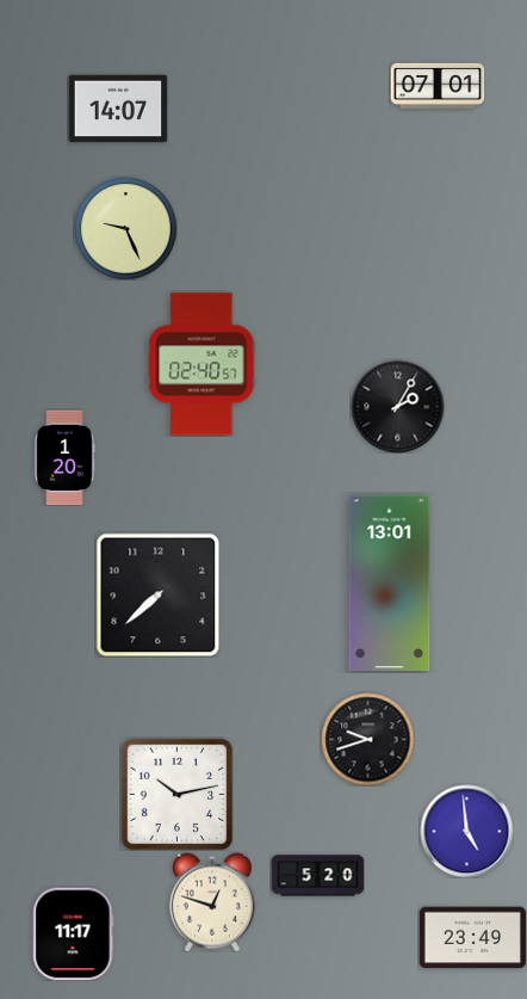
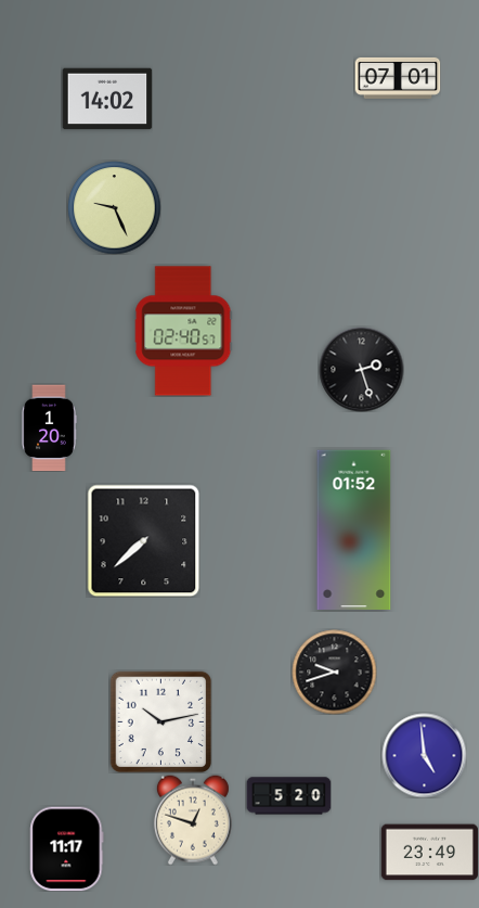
clock at (118, 109): 14:07 -> 14:02
clock at (397, 406): 2:05 -> 2:27
clock at (64, 457) position: (64, 457) -> (49, 427)
clock at (390, 584): 13:01 -> 01:52
